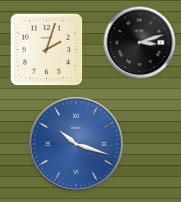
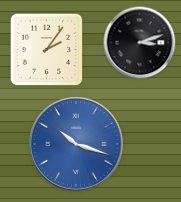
clock at (47, 50): 2:03 -> 2:06
